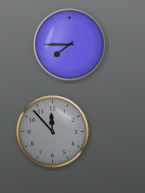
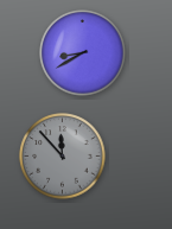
clock at (70, 45): 7:45 -> 8:40
